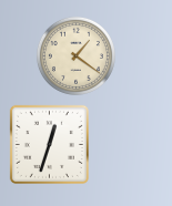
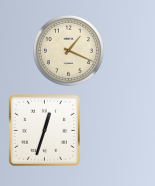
clock at (75, 55): 1:21 -> 1:19
